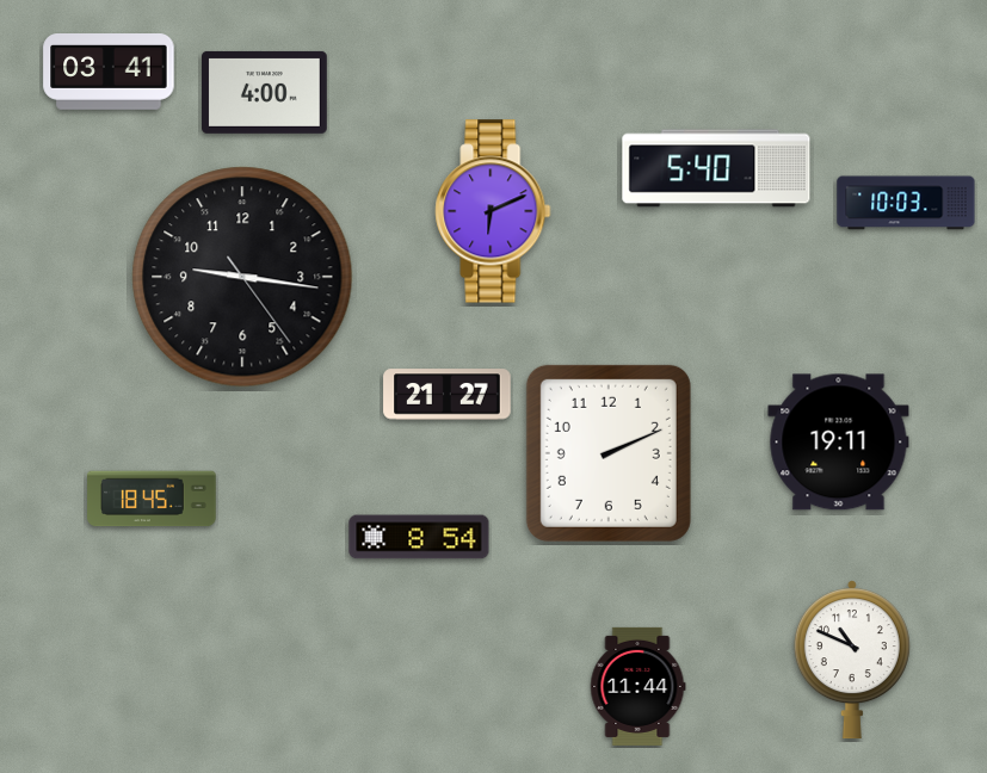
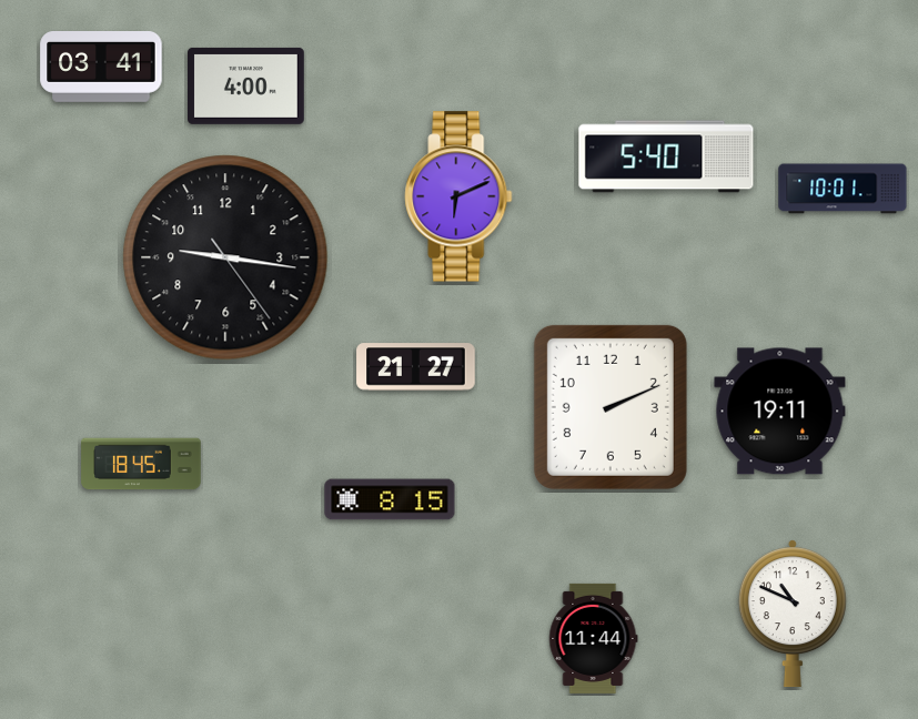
clock at (906, 203): 10:03 -> 10:01
clock at (609, 453) position: (609, 453) -> (611, 407)
clock at (419, 537): 8:54 -> 8:15
